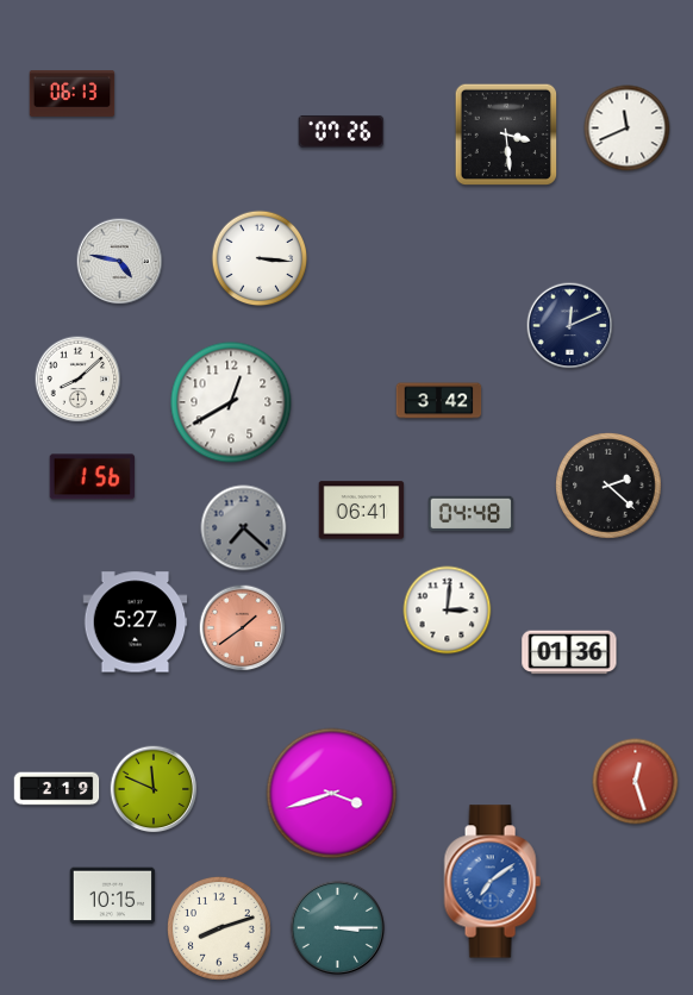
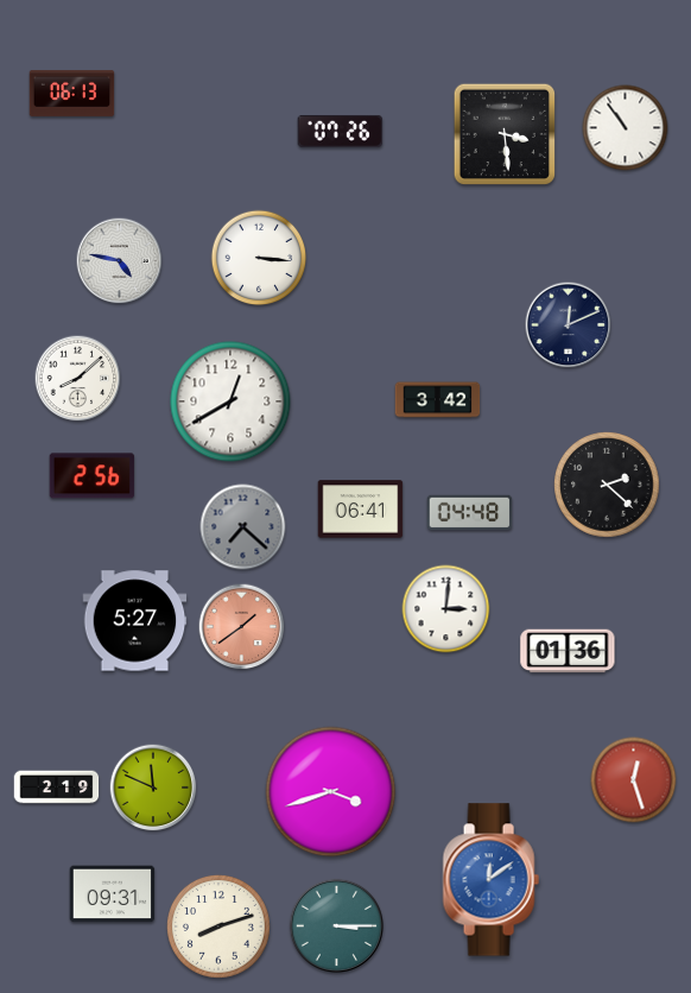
clock at (628, 129): 11:41 -> 10:54
clock at (93, 477): 1:56 -> 2:56
clock at (492, 882): 7:09 -> 12:09
clock at (113, 896): 10:15 -> 09:31
